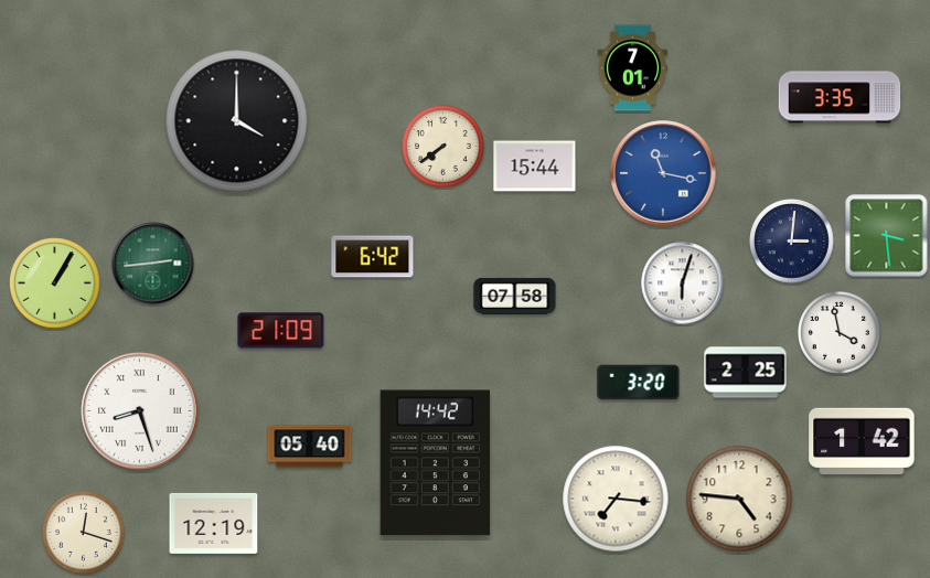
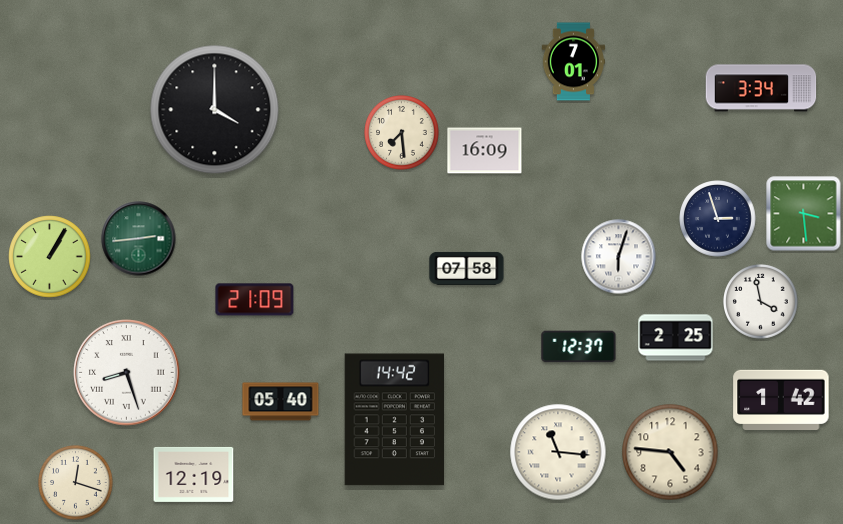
clock at (840, 97): 3:35 -> 3:34
clock at (443, 147): 7:39 -> 7:29
clock at (535, 167): 15:44 -> 16:09
clock at (663, 173): 11:17 -> none
clock at (792, 242): 3:01 -> 2:57
clock at (373, 257): 6:42 -> none
clock at (639, 383): 3:20 -> 12:37
clock at (310, 447) position: (310, 447) -> (281, 402)
clock at (616, 499): 7:16 -> 11:16
